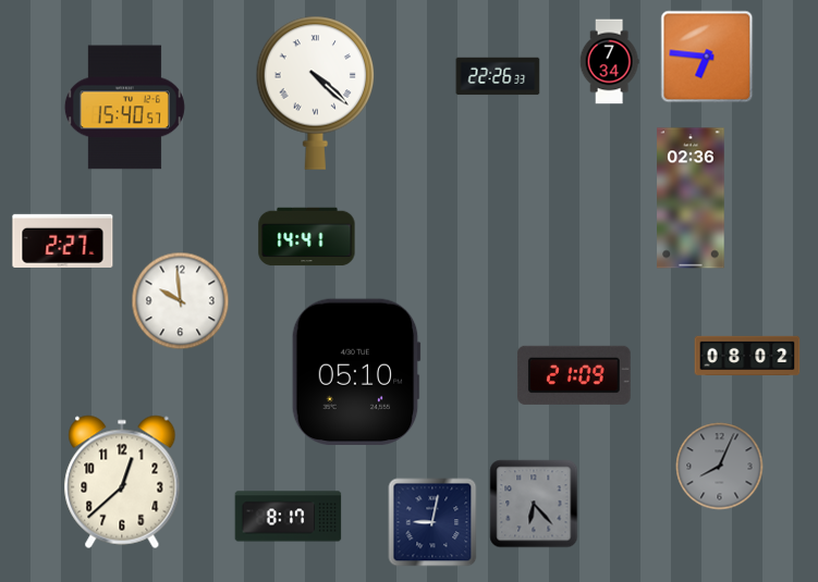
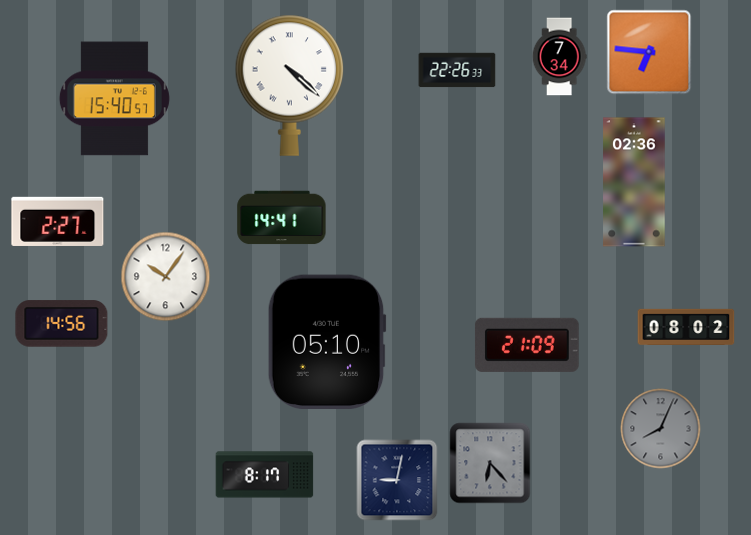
clock at (181, 301): 9:59 -> 10:06
clock at (62, 324): none -> 14:56
clock at (122, 482): 12:38 -> none
